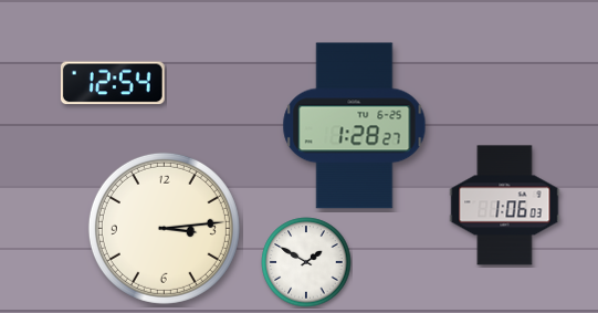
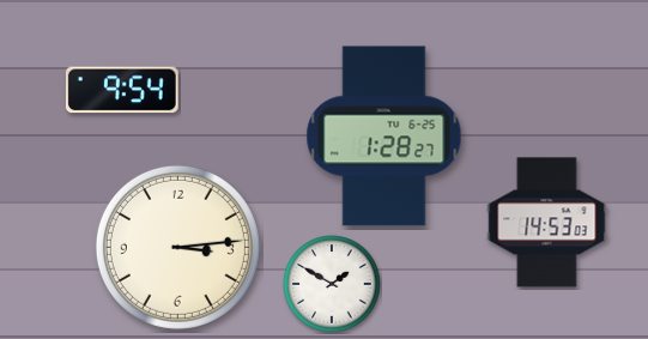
clock at (113, 83): 12:54 -> 9:54
clock at (505, 206): 1:06 -> 14:53
